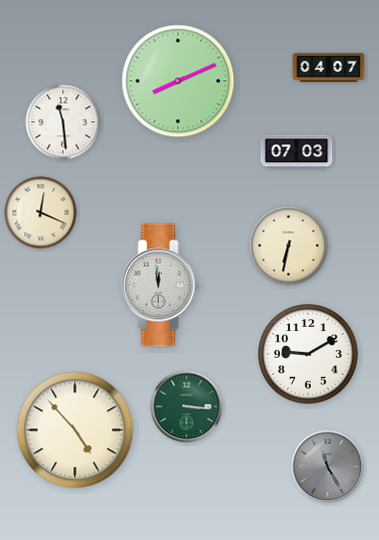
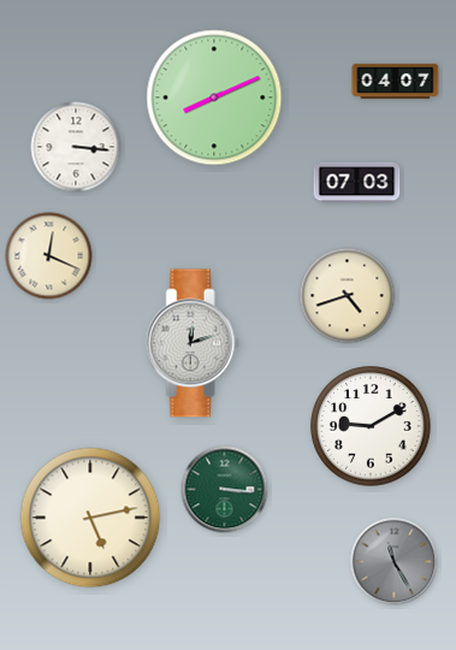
clock at (63, 122): 11:29 -> 3:16
clock at (289, 246): 6:32 -> 4:42
clock at (160, 285): 11:59 -> 12:12
clock at (75, 430): 4:53 -> 5:13
